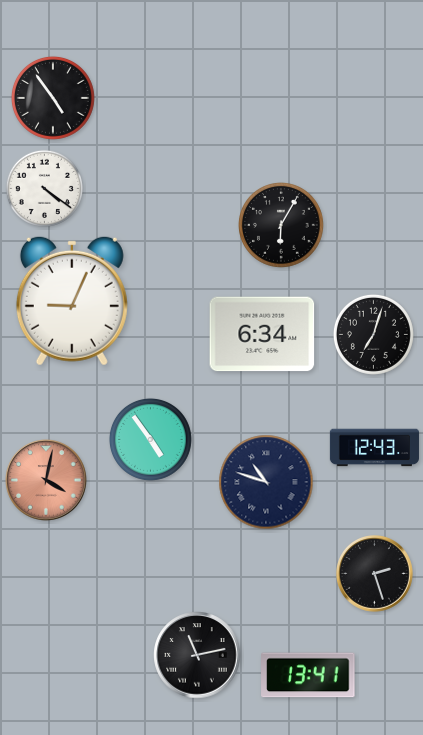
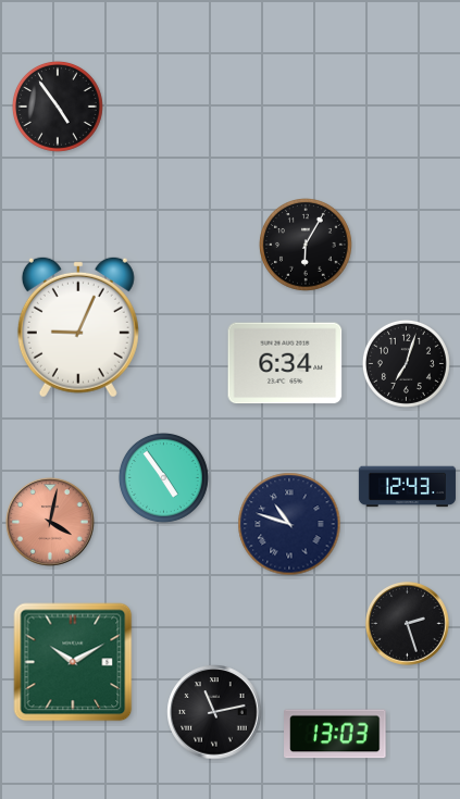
clock at (44, 188): 4:21 -> none
clock at (73, 662): none -> 10:10
clock at (308, 675): 13:41 -> 13:03
